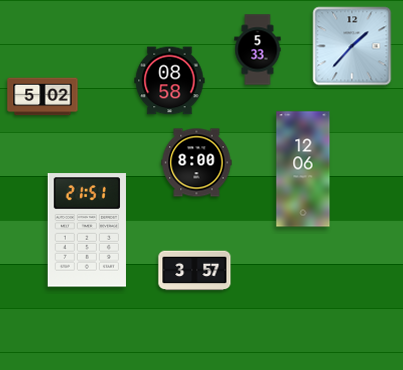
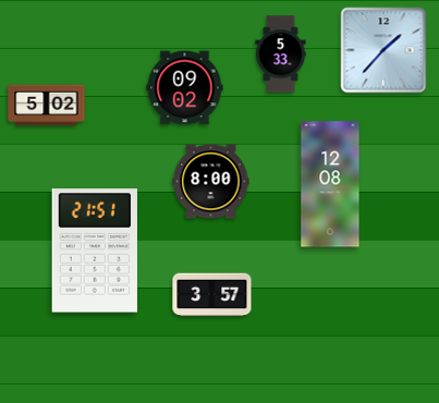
clock at (170, 81): 08:58 -> 09:02
clock at (197, 163) position: (197, 163) -> (211, 182)
clock at (303, 169): 12:06 -> 12:08
